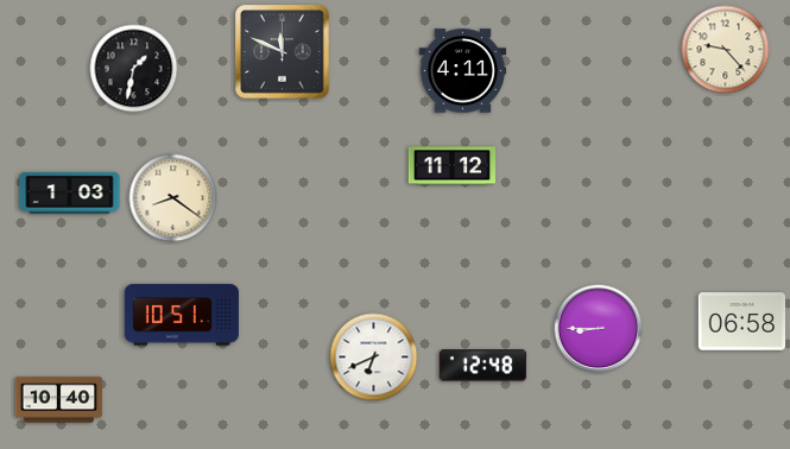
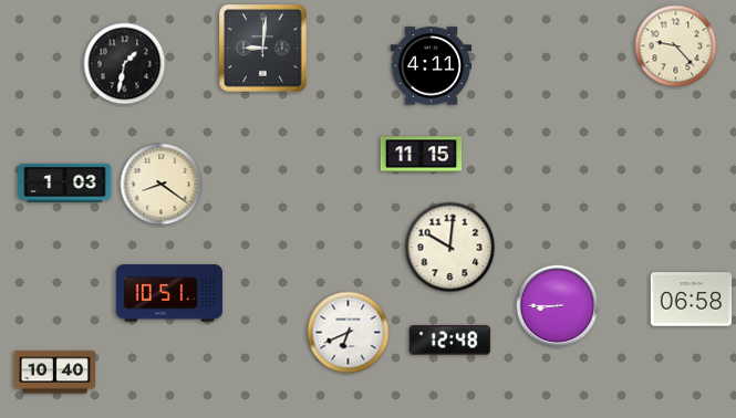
clock at (283, 52): 11:49 -> 9:01
clock at (453, 166): 11:12 -> 11:15
clock at (70, 192) position: (70, 192) -> (65, 182)
clock at (450, 248): none -> 10:01
